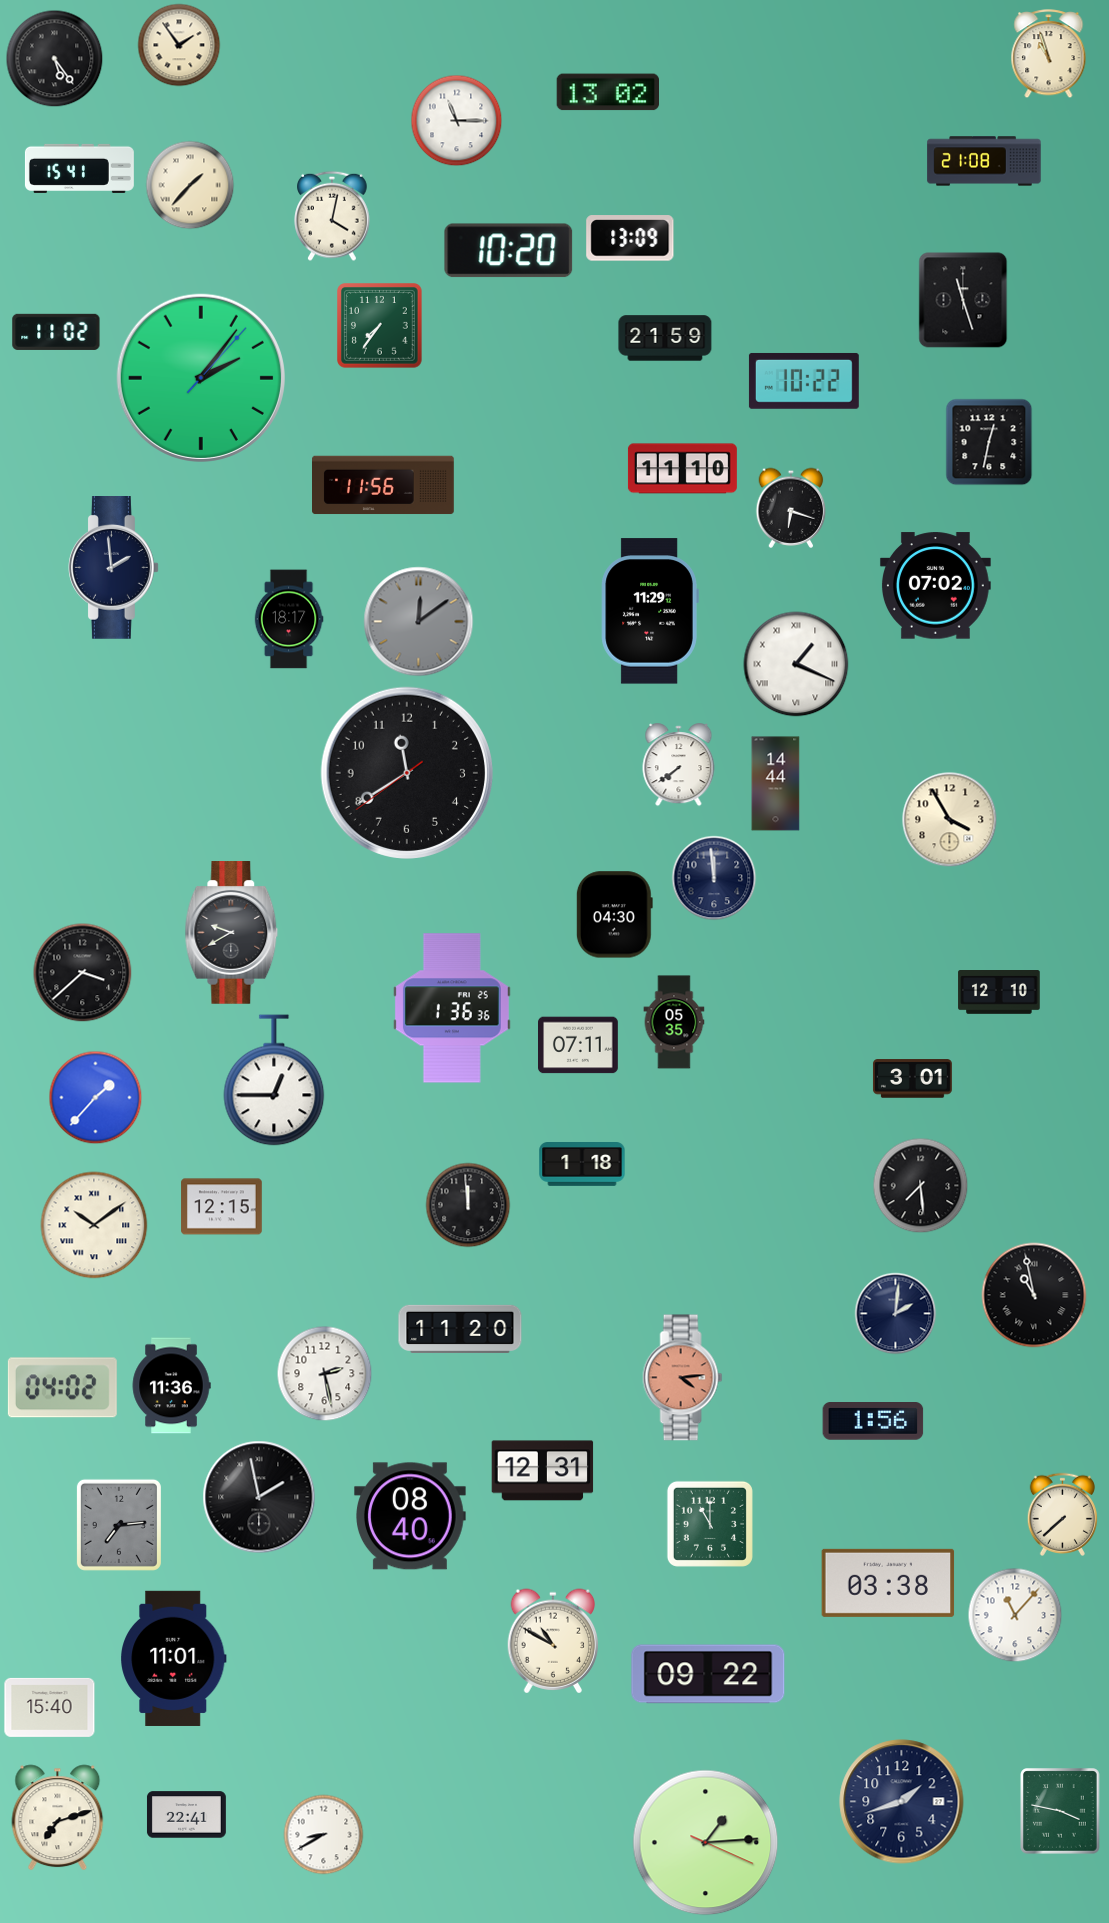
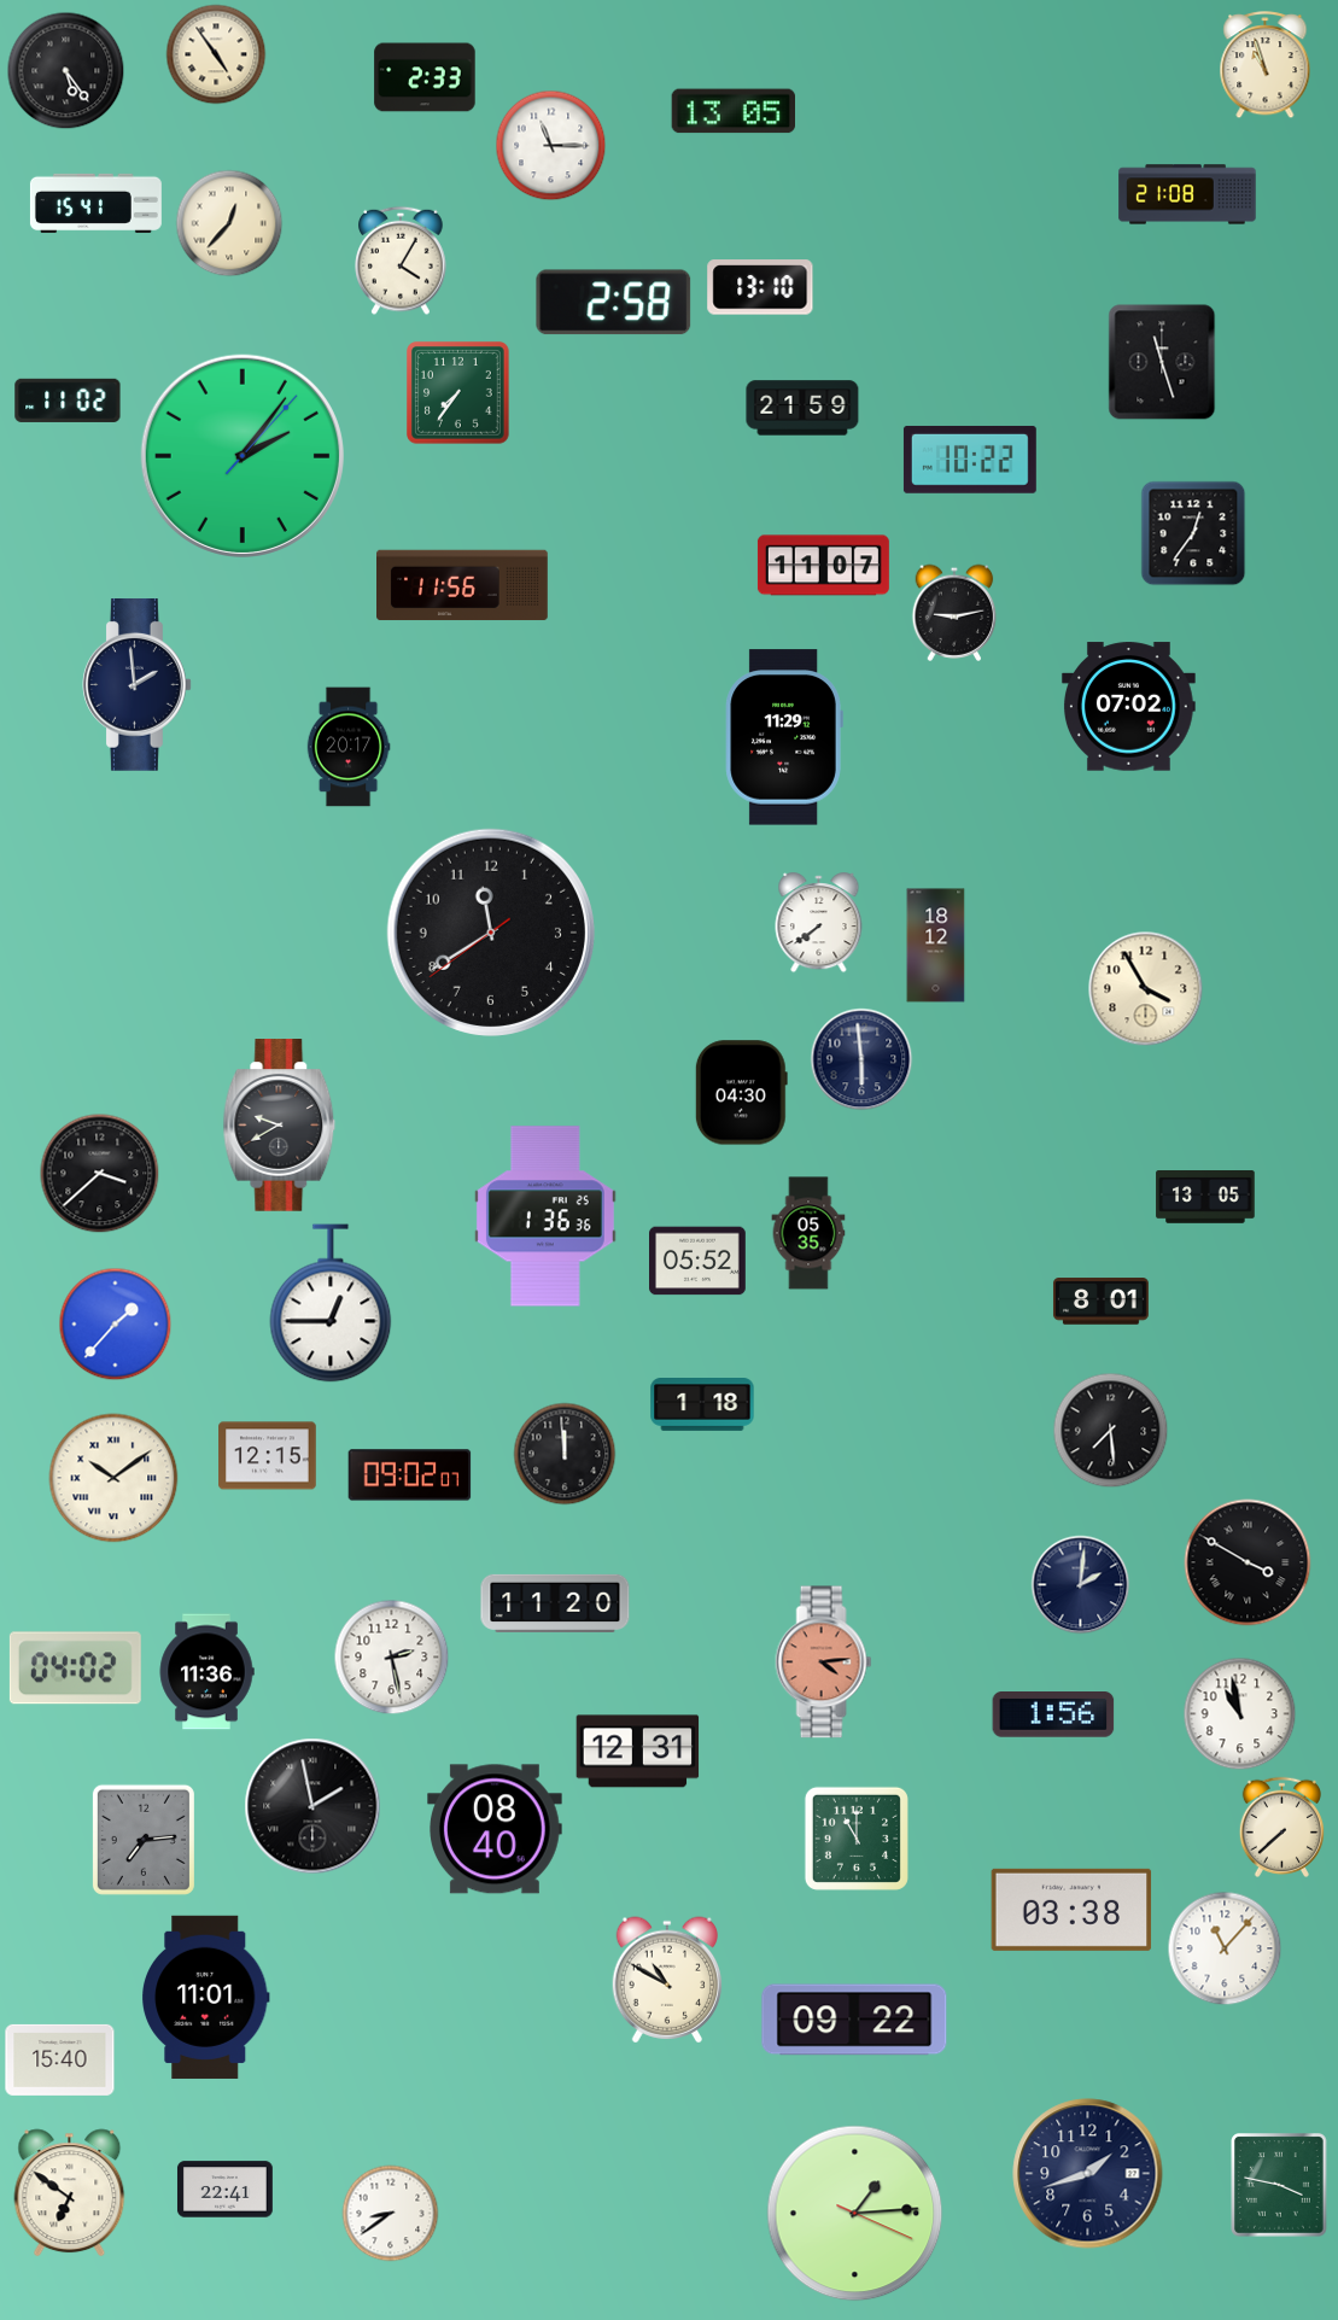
clock at (179, 45): 1:54 -> 4:54
clock at (425, 77): none -> 2:33
clock at (608, 92): 13:02 -> 13:05
clock at (190, 185): 1:37 -> 12:37
clock at (332, 216): 4:02 -> 4:05
clock at (630, 238): 13:09 -> 13:10
clock at (509, 251): 10:20 -> 2:58
clock at (989, 442): 12:32 -> 12:36
clock at (682, 469): 11:10 -> 11:07
clock at (791, 508): 6:18 -> 9:13
clock at (289, 619): 18:17 -> 20:17
clock at (419, 622): 12:09 -> none
clock at (796, 664): 1:19 -> none
clock at (776, 784): 14:44 -> 18:12
clock at (714, 878): 11:59 -> 5:59
clock at (614, 915) position: (614, 915) -> (741, 1093)
clock at (999, 993): 12:10 -> 13:05
clock at (674, 1022) position: (674, 1022) -> (808, 1233)
clock at (579, 1045): 07:11 -> 05:52
clock at (912, 1079): 3:01 -> 8:01
clock at (410, 1475): none -> 09:02
clock at (1034, 1295): 10:58 -> 3:50
clock at (62, 1388) position: (62, 1388) -> (75, 1669)
clock at (1240, 1714): none -> 10:58
clock at (543, 1471) position: (543, 1471) -> (638, 1752)
clock at (174, 1658) position: (174, 1658) -> (206, 1997)
clock at (58, 1818): 7:12 -> 6:51
clock at (324, 1835): 8:40 -> 8:39
clock at (706, 1843) position: (706, 1843) -> (855, 2214)
